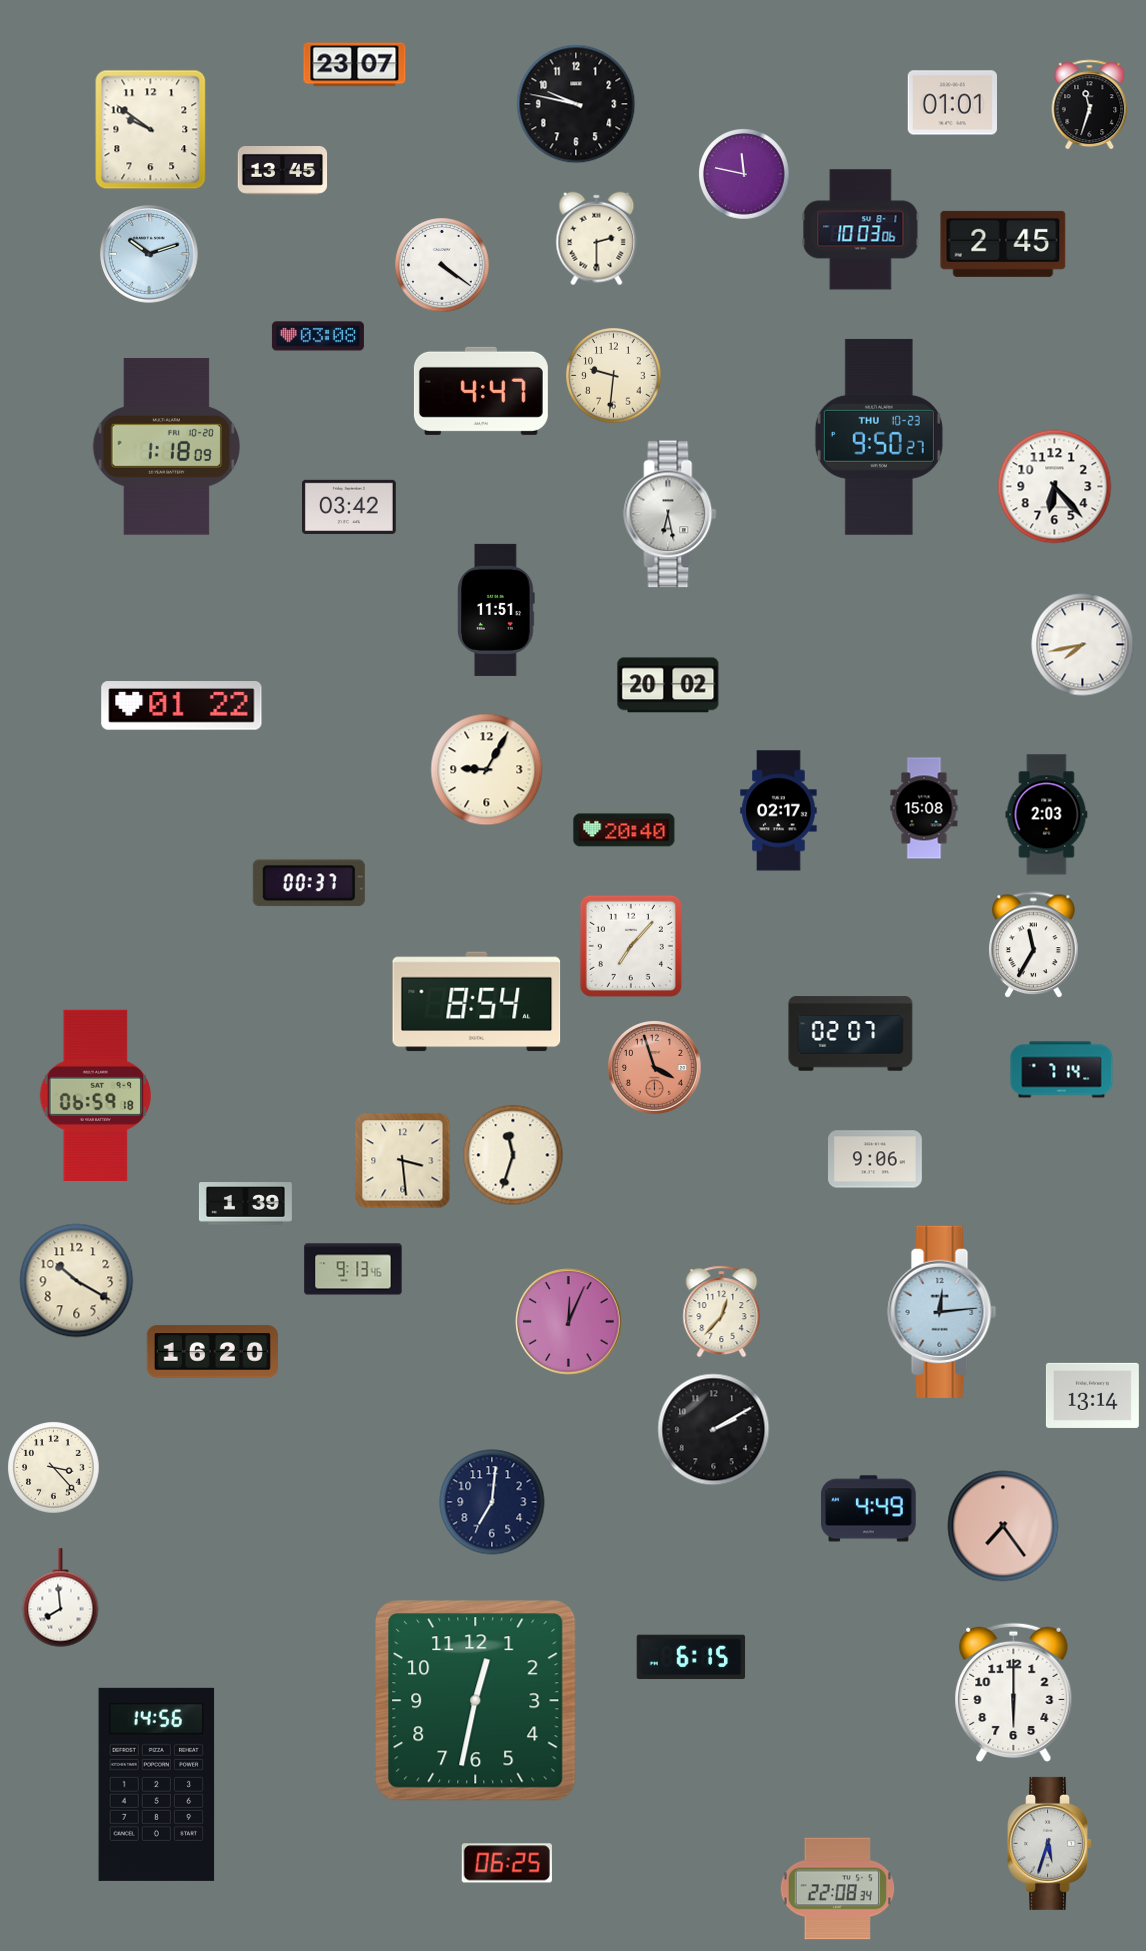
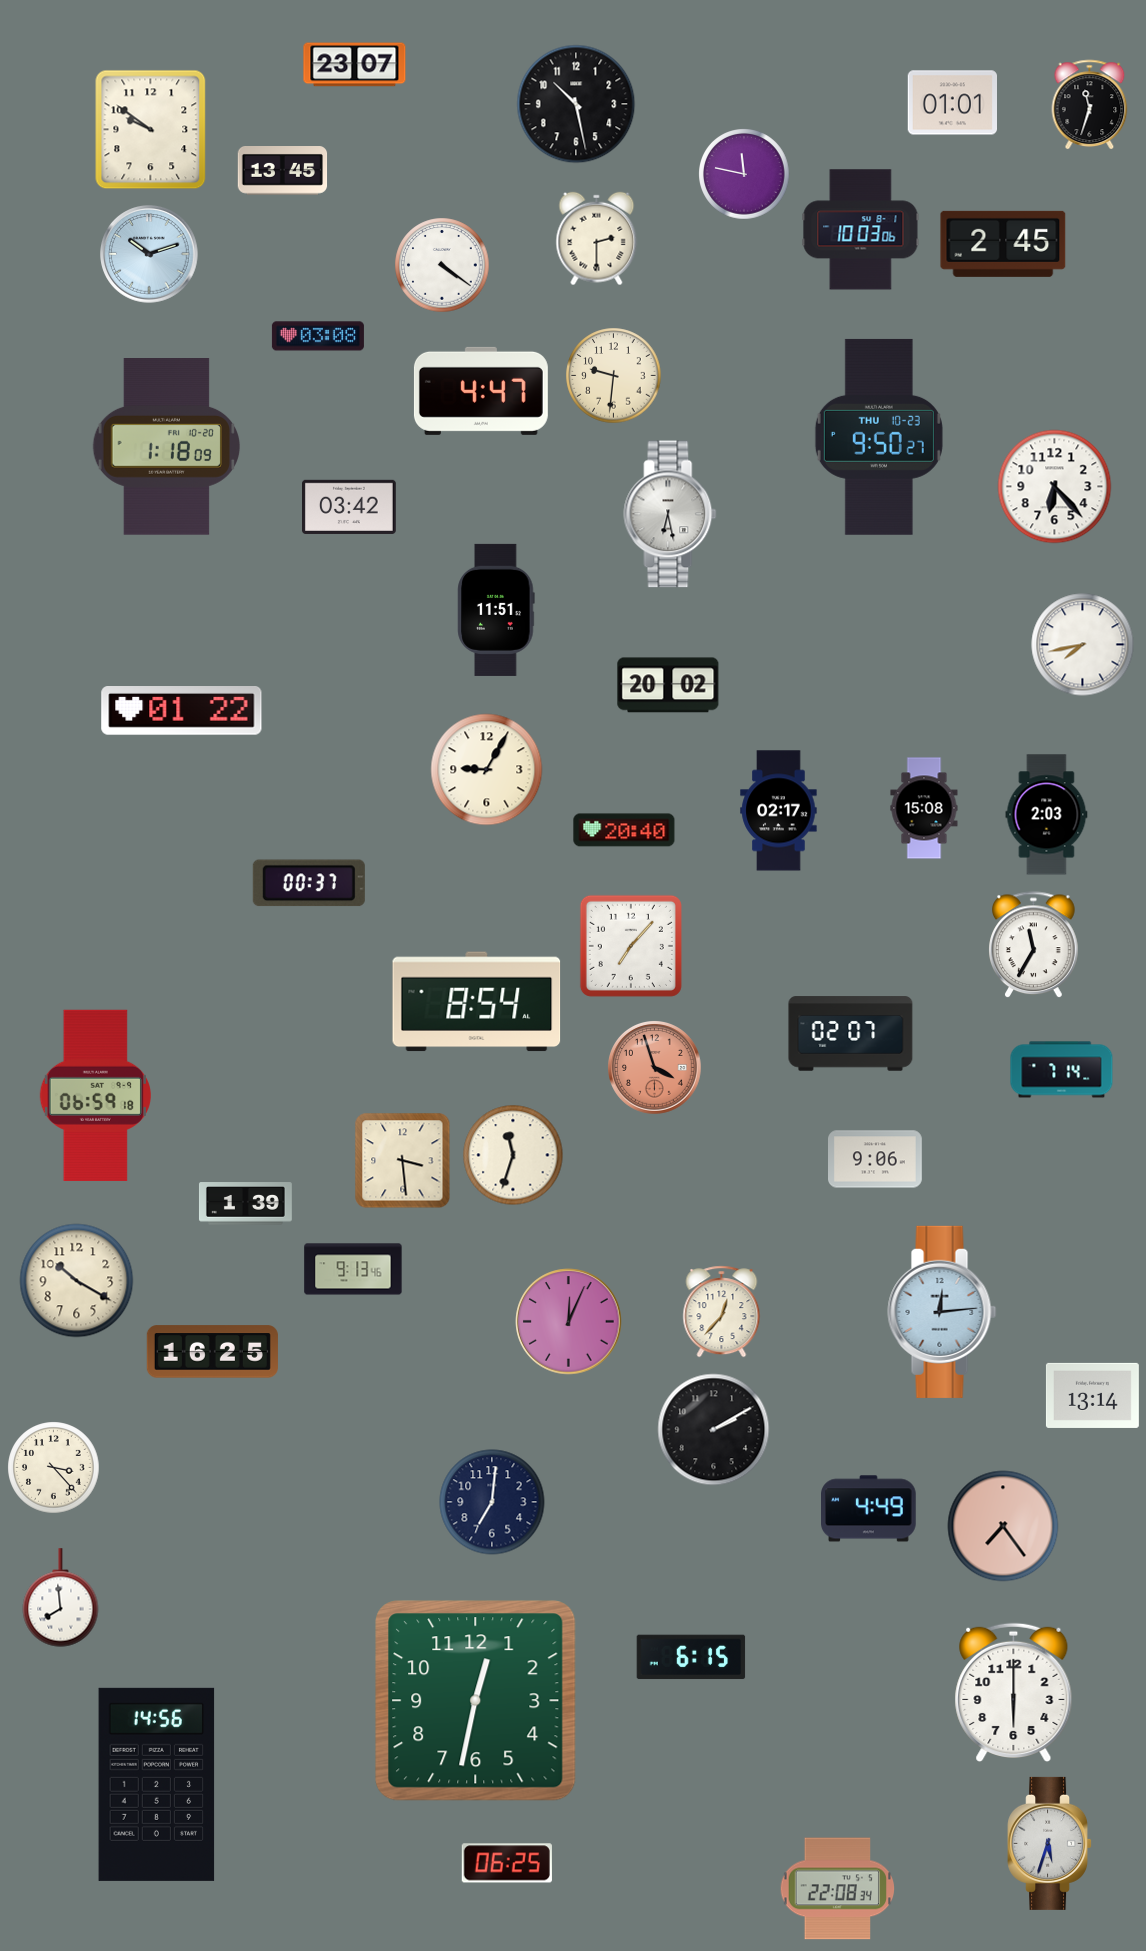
clock at (576, 104): 9:47 -> 10:28
clock at (182, 706) position: (182, 706) -> (182, 711)
clock at (212, 1352): 16:20 -> 16:25
